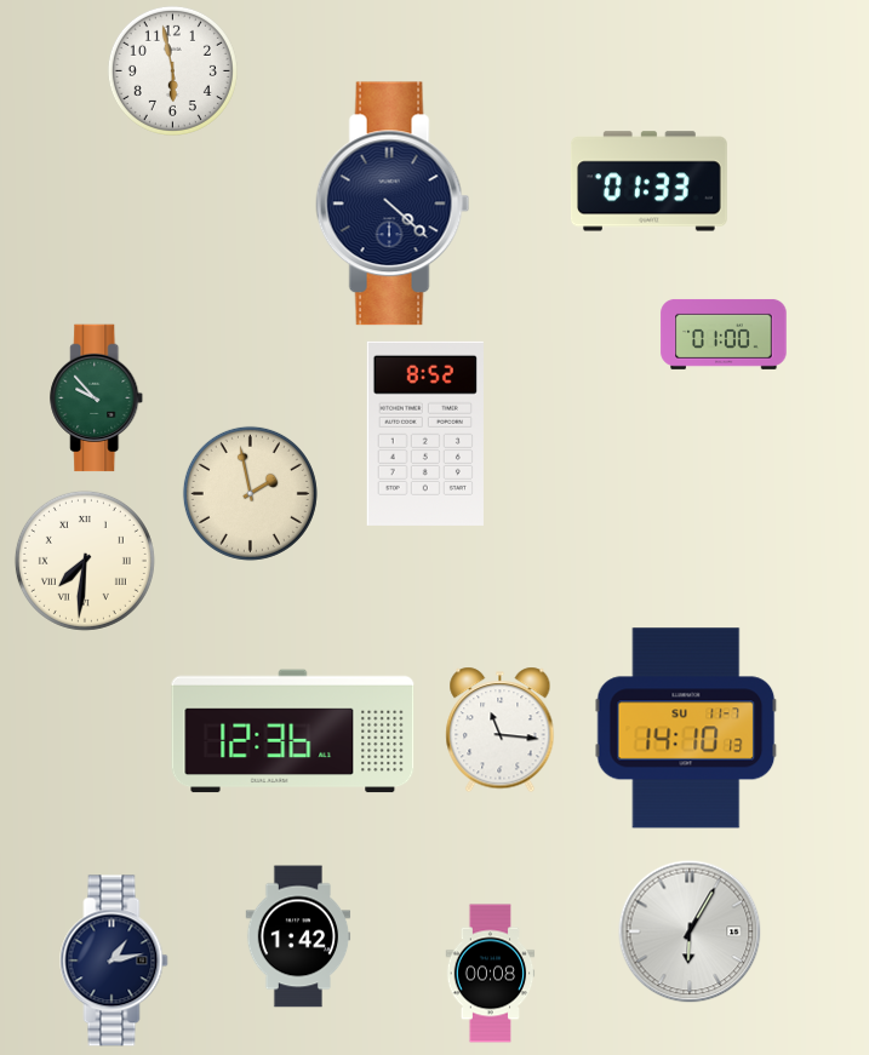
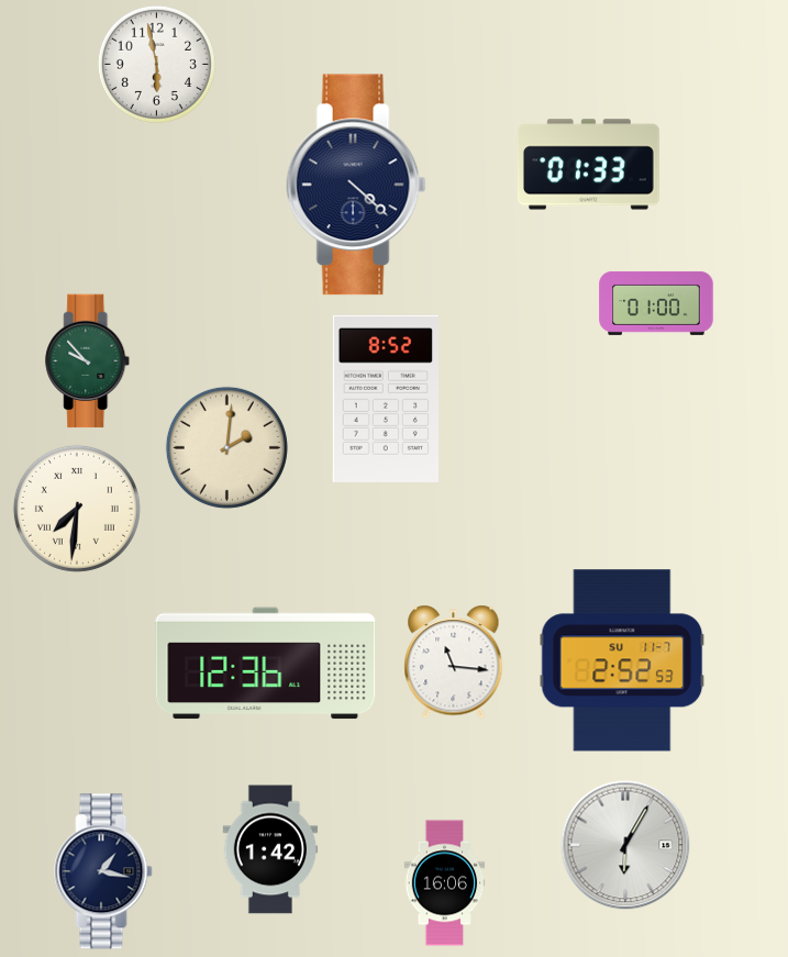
clock at (425, 434) position: (425, 434) -> (386, 399)
clock at (250, 493): 1:58 -> 2:01
clock at (686, 728): 14:10 -> 2:52
clock at (114, 961): 1:13 -> 1:17
clock at (491, 974): 00:08 -> 16:06
